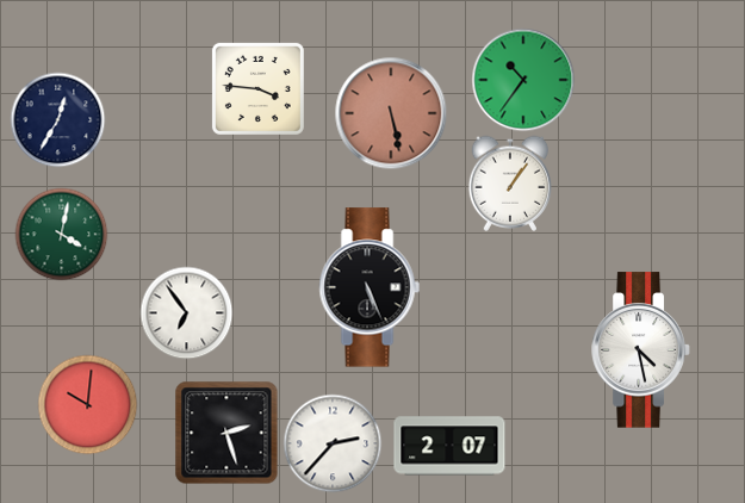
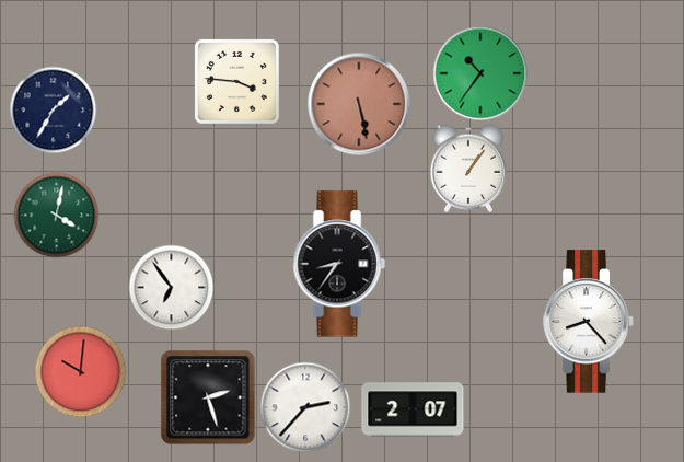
clock at (57, 119): 12:35 -> 1:35
clock at (370, 287): 5:26 -> 8:36
clock at (641, 350): 4:28 -> 8:23
